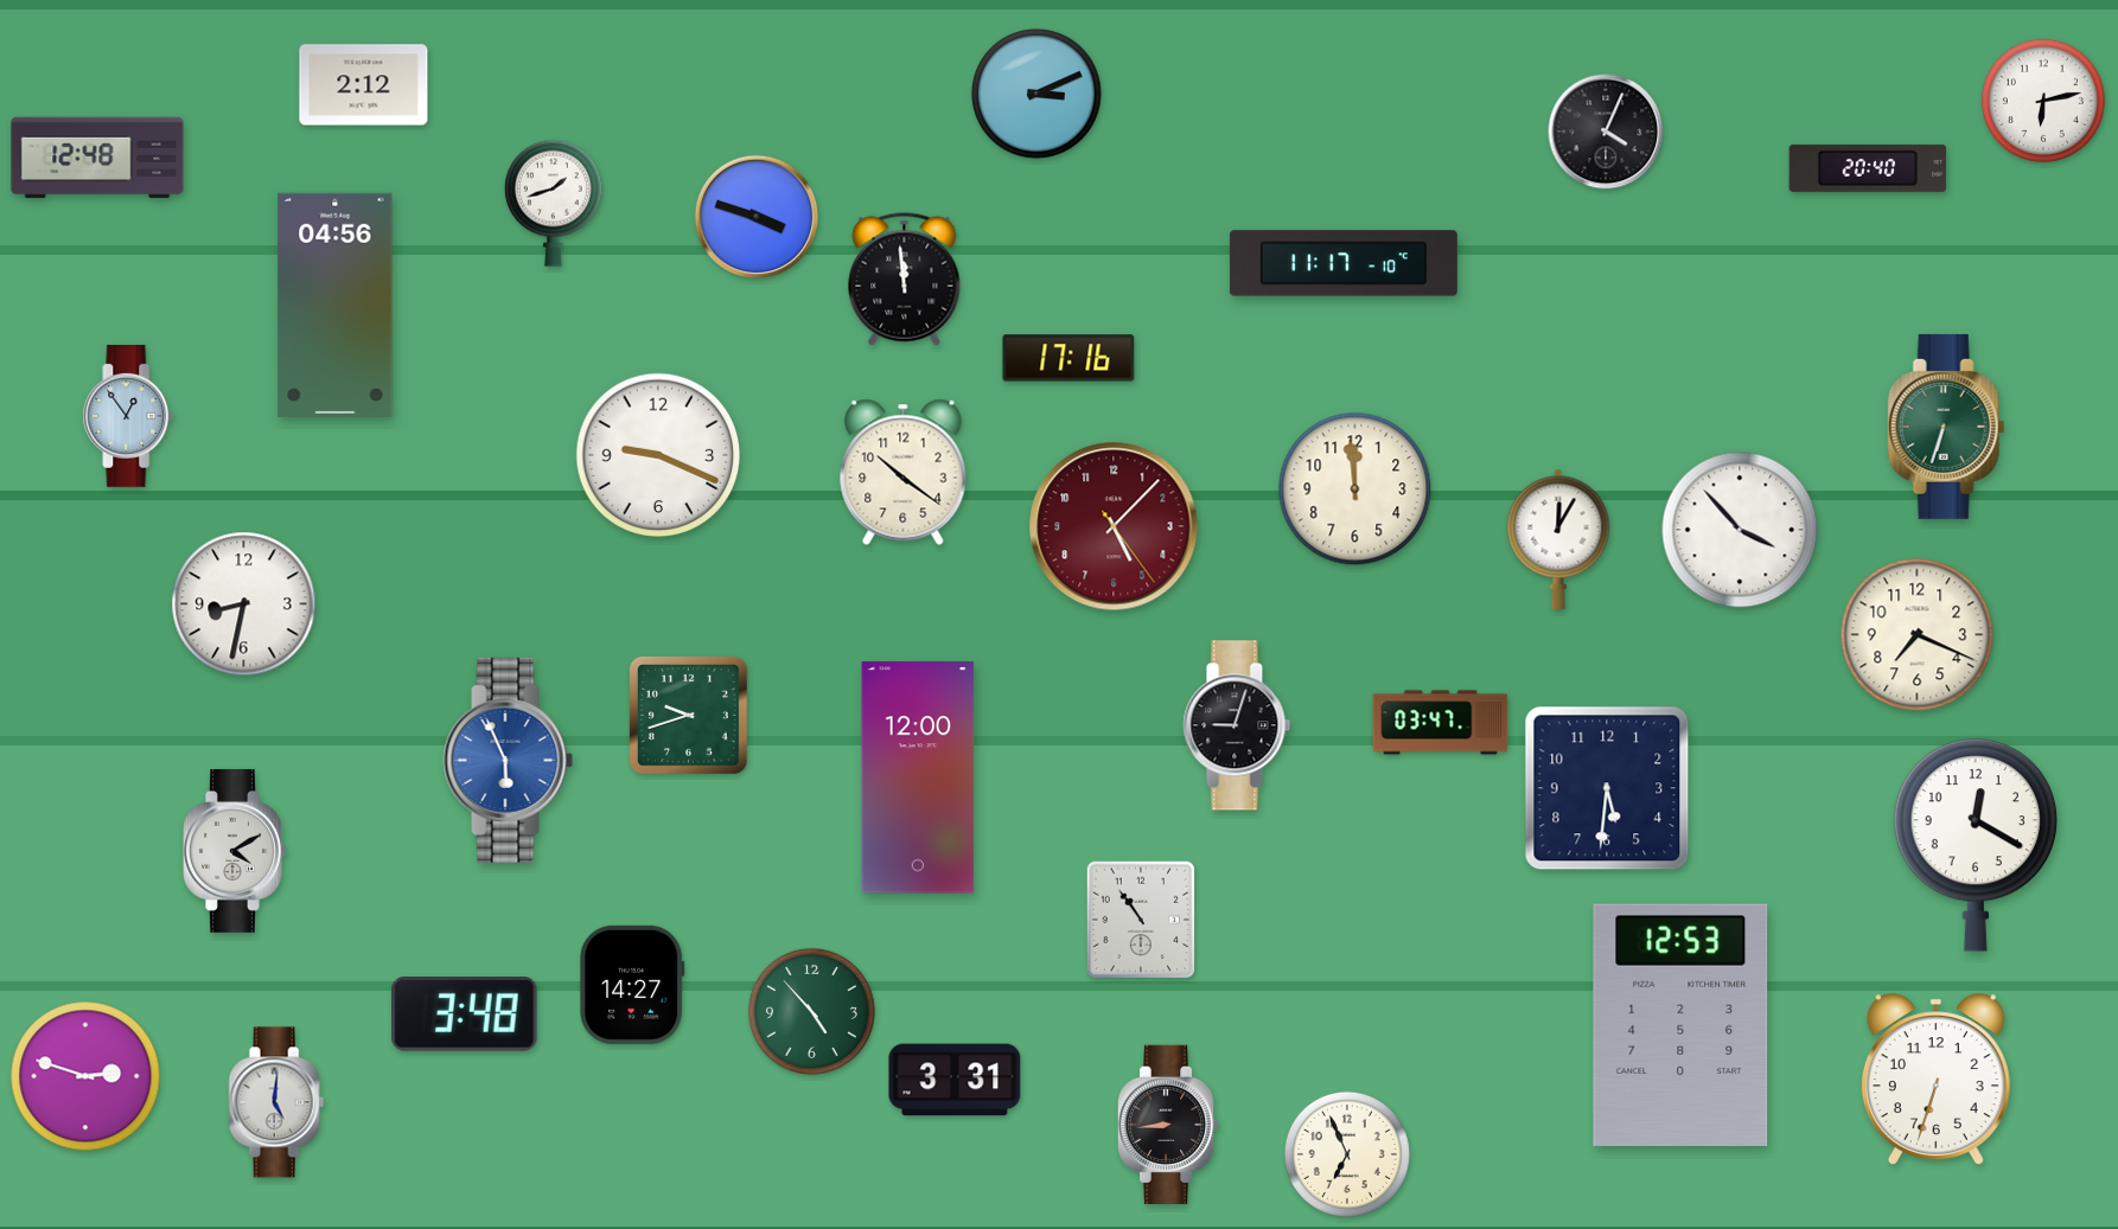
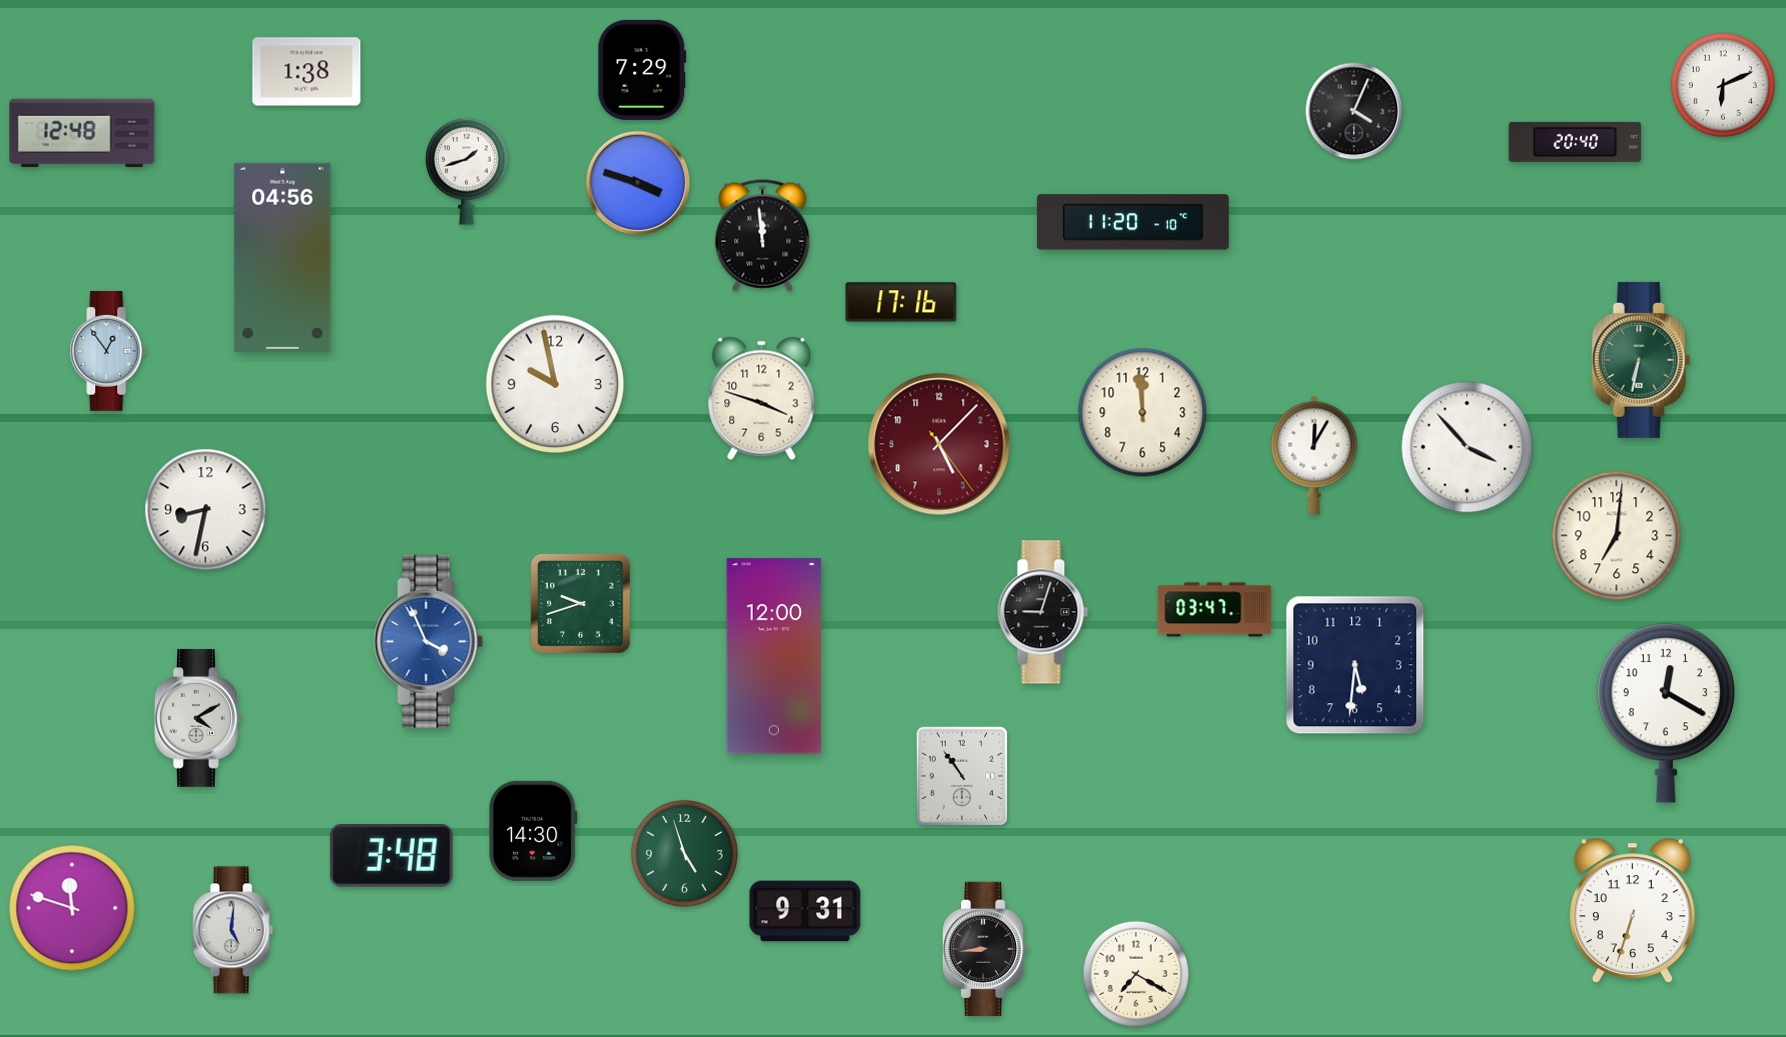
clock at (642, 70): none -> 7:29
clock at (364, 85): 2:12 -> 1:38
clock at (1038, 95): 3:11 -> none
clock at (2043, 101): 6:13 -> 6:11
clock at (1344, 263): 11:17 -> 11:20
clock at (1946, 427): 6:33 -> 6:32
clock at (658, 455): 9:19 -> 9:58
clock at (904, 472): 10:21 -> 3:48
clock at (1918, 635): 7:19 -> 7:01
clock at (509, 760): 5:56 -> 3:56
clock at (632, 985): 14:27 -> 14:30
clock at (811, 1011): 4:53 -> 4:57
clock at (1680, 1024): 12:53 -> none
clock at (85, 1076): 2:48 -> 11:48
clock at (955, 1080): 3:31 -> 9:31
clock at (1347, 1154): 6:56 -> 7:20
